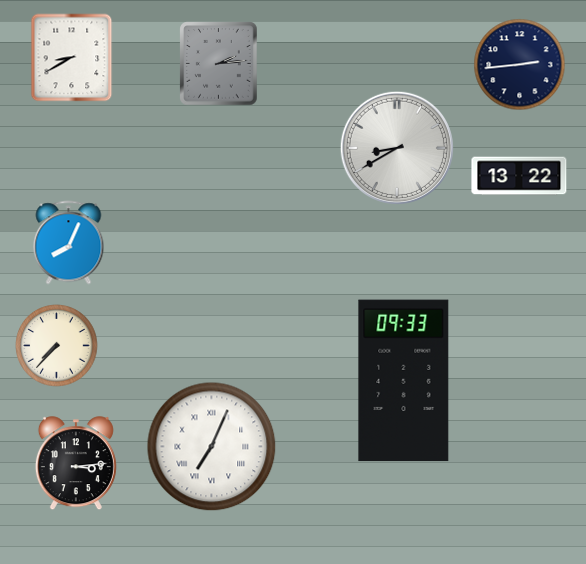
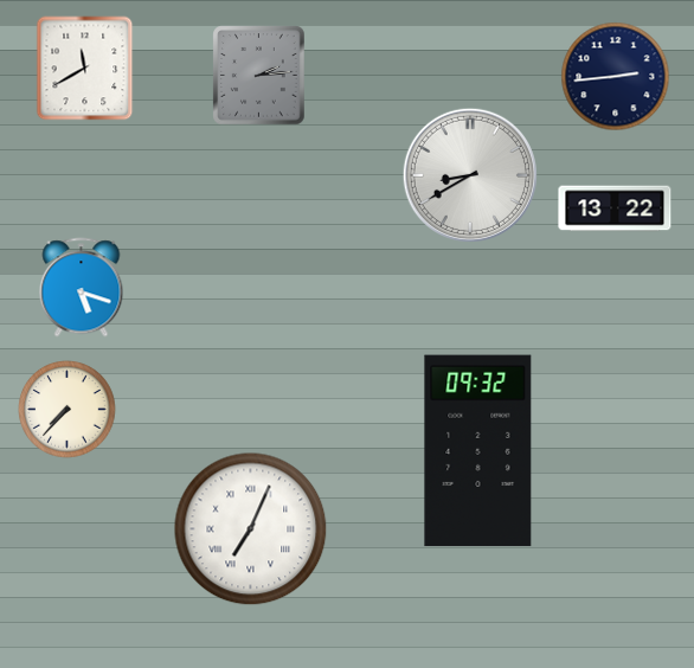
clock at (72, 58): 8:40 -> 11:40
clock at (69, 243): 8:04 -> 5:18
clock at (404, 381): 09:33 -> 09:32
clock at (76, 464): 3:14 -> none
